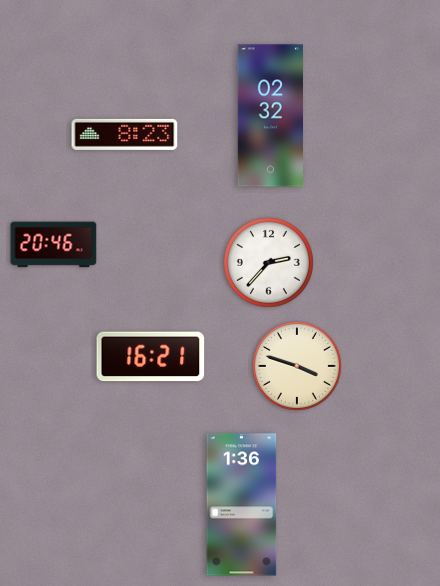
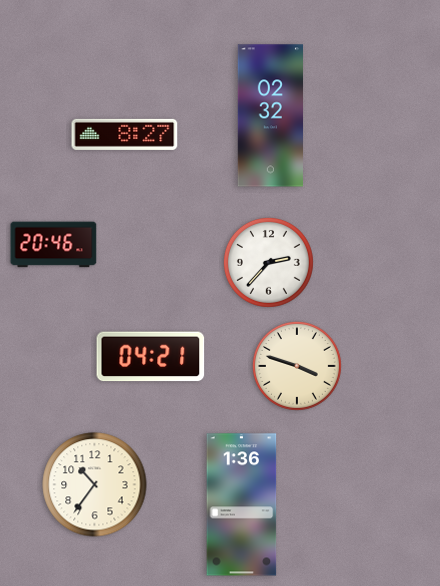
clock at (125, 134): 8:23 -> 8:27
clock at (151, 357): 16:21 -> 04:21
clock at (95, 485): none -> 10:36
